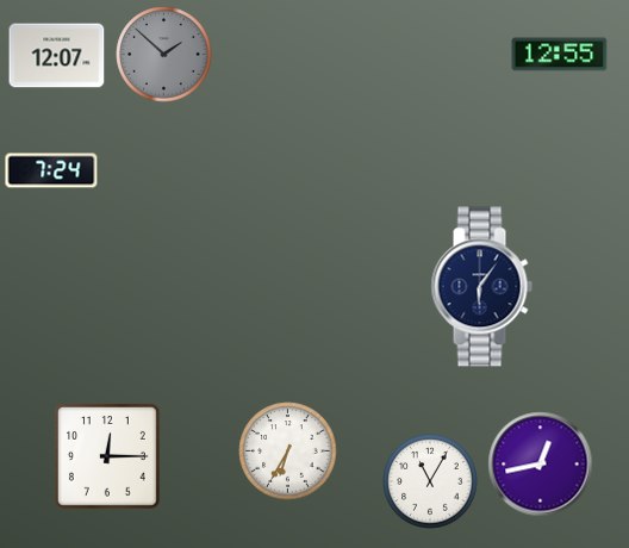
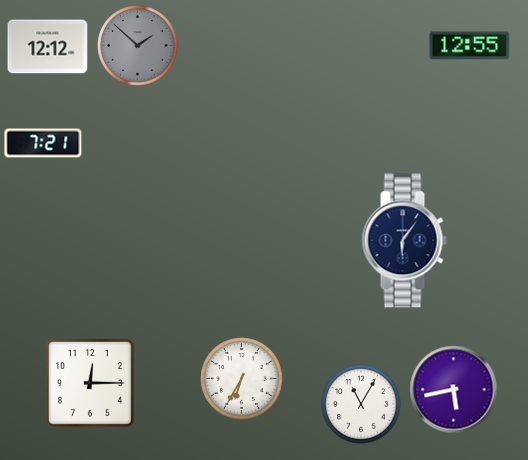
clock at (57, 56): 12:07 -> 12:12
clock at (51, 170): 7:24 -> 7:21
clock at (541, 465): 12:43 -> 5:43
